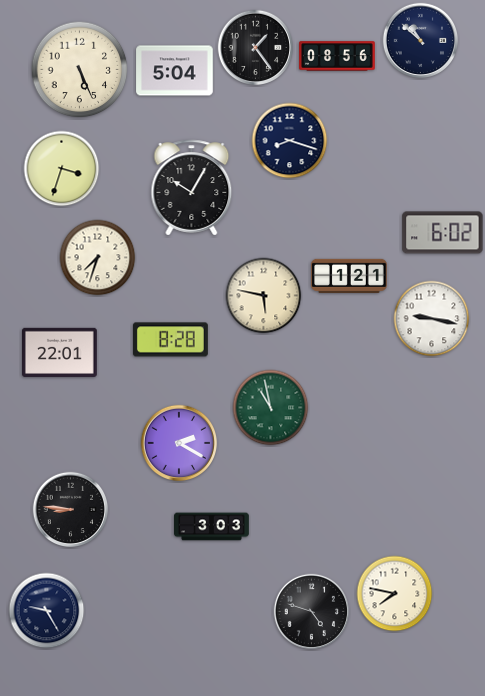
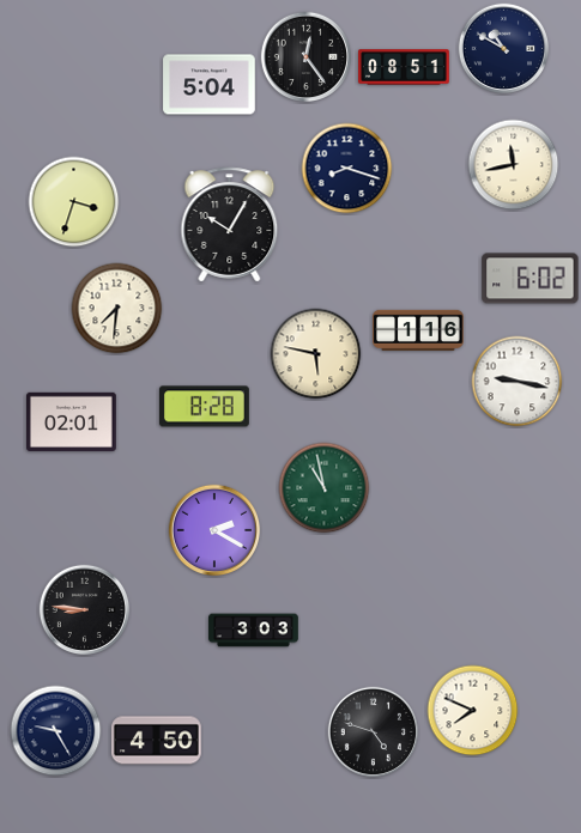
clock at (420, 40): 10:52 -> 10:50
clock at (255, 47): 1:24 -> 12:24
clock at (337, 56): 08:56 -> 08:51
clock at (80, 70): 5:26 -> none
clock at (514, 165): none -> 11:43
clock at (98, 258): 7:33 -> 7:31
clock at (349, 276): 1:21 -> 1:16
clock at (60, 352): 22:01 -> 02:01
clock at (395, 594): 7:47 -> 7:49
clock at (156, 741): none -> 4:50
